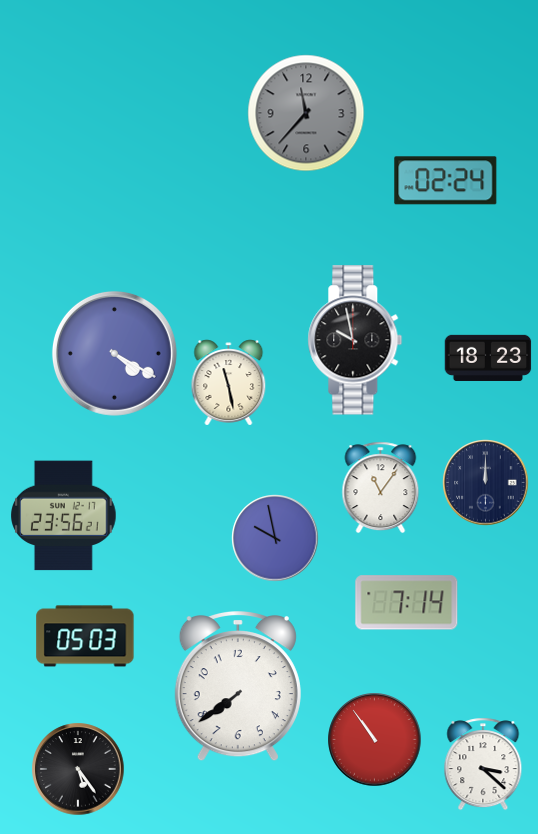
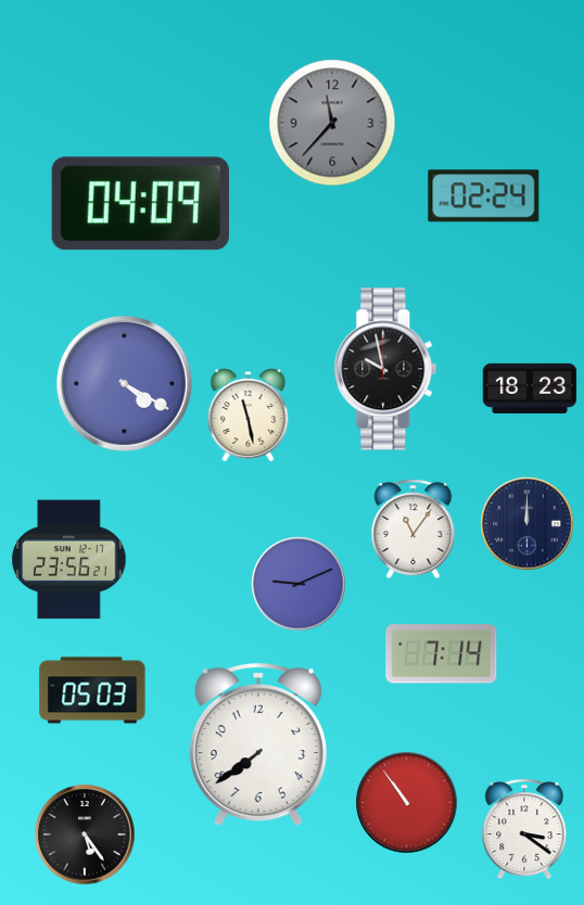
clock at (140, 204): none -> 04:09
clock at (275, 538): 9:58 -> 9:11
clock at (483, 764): 3:22 -> 3:21
